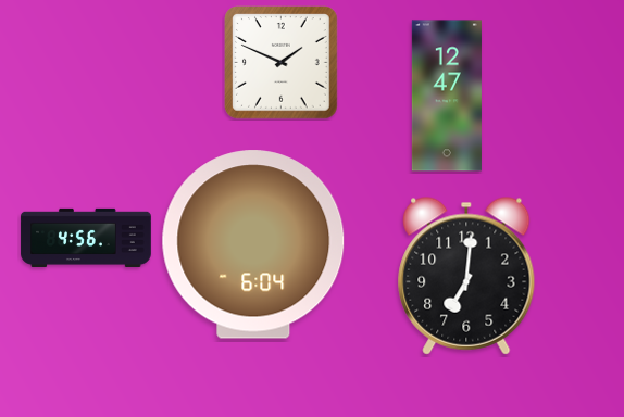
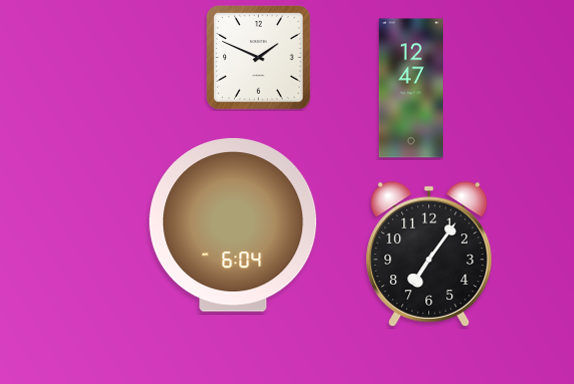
clock at (86, 238): 4:56 -> none
clock at (466, 276): 7:01 -> 7:06
